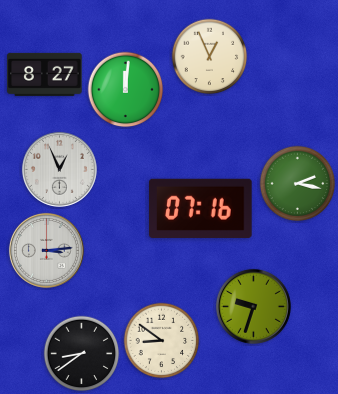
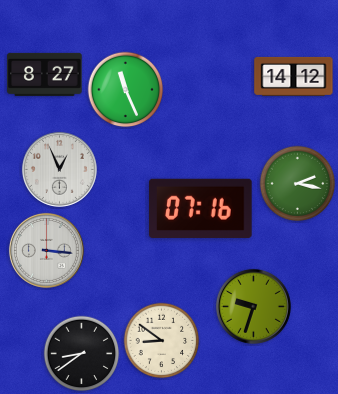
clock at (210, 57): 12:56 -> none
clock at (294, 76): none -> 14:12
clock at (126, 90): 12:01 -> 11:26
clock at (46, 250): 3:14 -> 3:16
